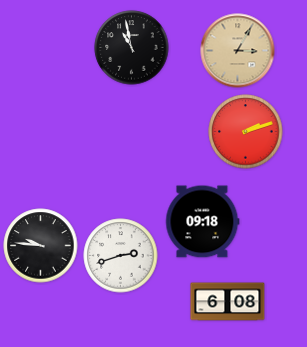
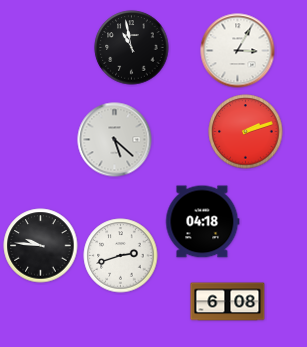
clock at (238, 51) dial: champagne -> white
clock at (115, 140): none -> 5:22
clock at (203, 222): 09:18 -> 04:18
